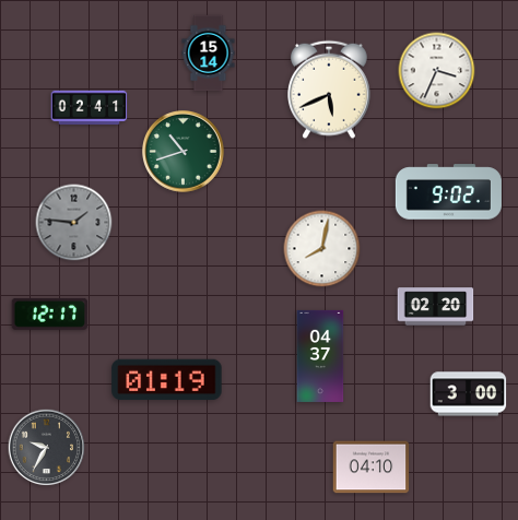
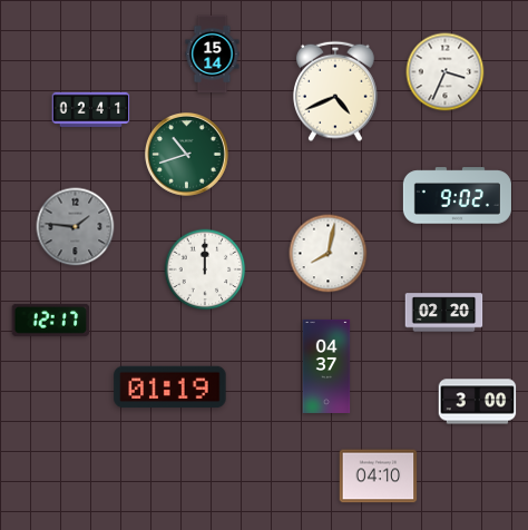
clock at (330, 90): 5:41 -> 4:41
clock at (205, 269): none -> 12:00
clock at (320, 356) position: (320, 356) -> (326, 366)
clock at (47, 448): 9:35 -> none
